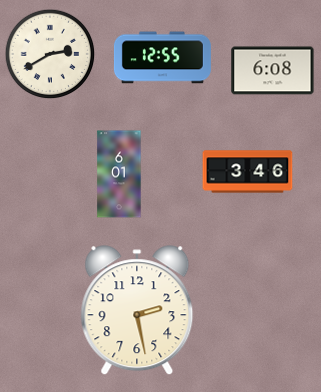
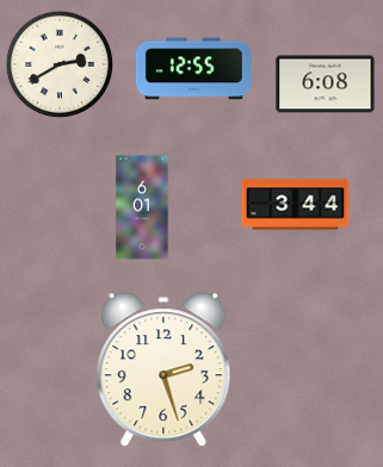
clock at (248, 172): 3:46 -> 3:44
clock at (137, 311): 2:28 -> 2:27
